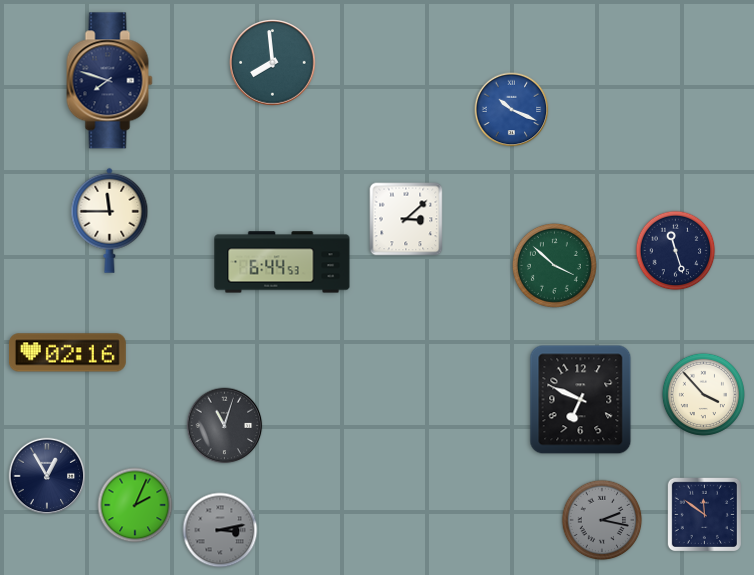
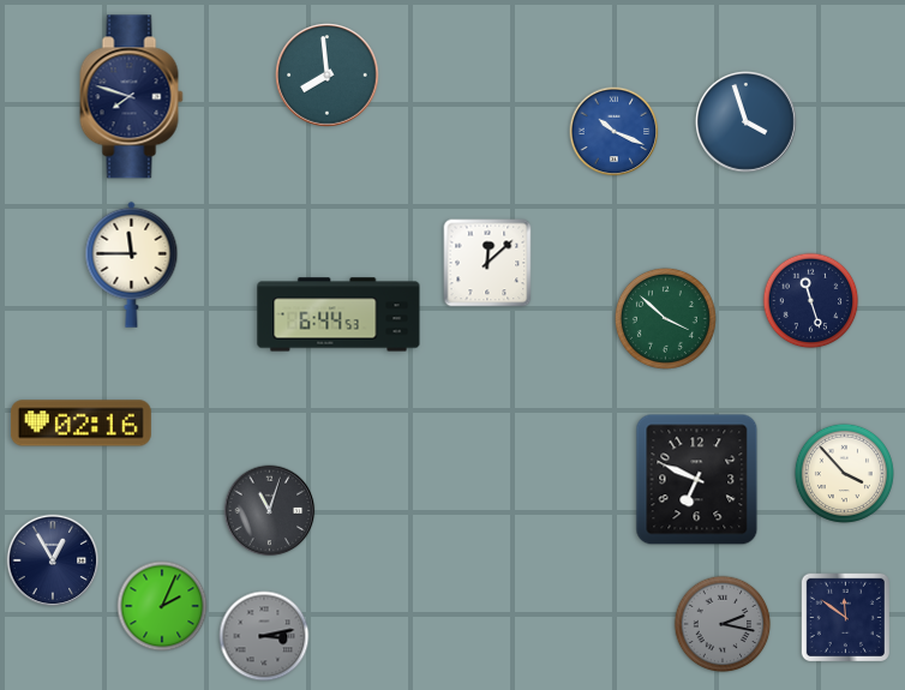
clock at (747, 122): none -> 3:57
clock at (406, 219): 3:08 -> 12:08
clock at (47, 476) position: (47, 476) -> (53, 560)
